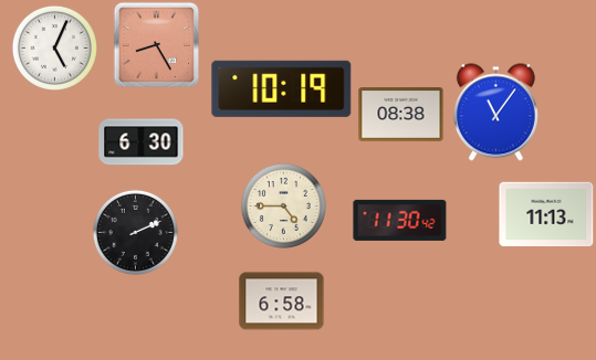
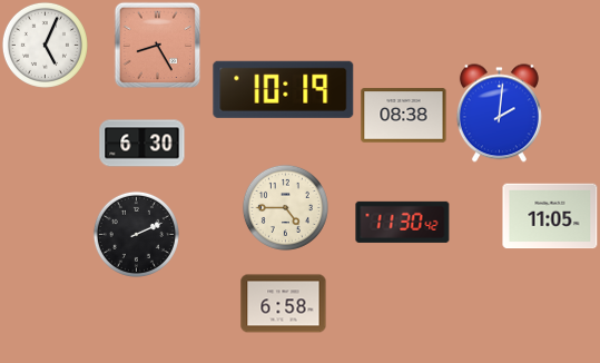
clock at (54, 47) position: (54, 47) -> (45, 45)
clock at (495, 113): 11:06 -> 2:01
clock at (546, 214): 11:13 -> 11:05
